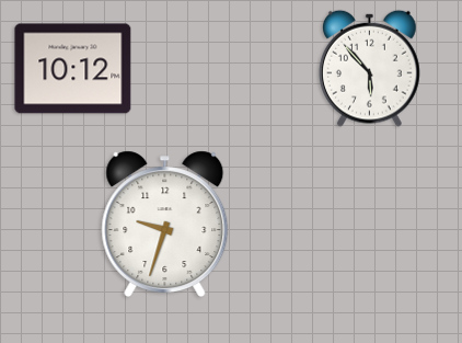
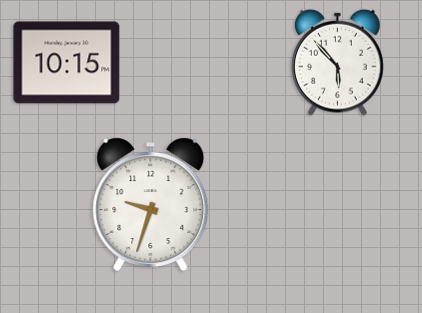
clock at (73, 69): 10:12 -> 10:15
